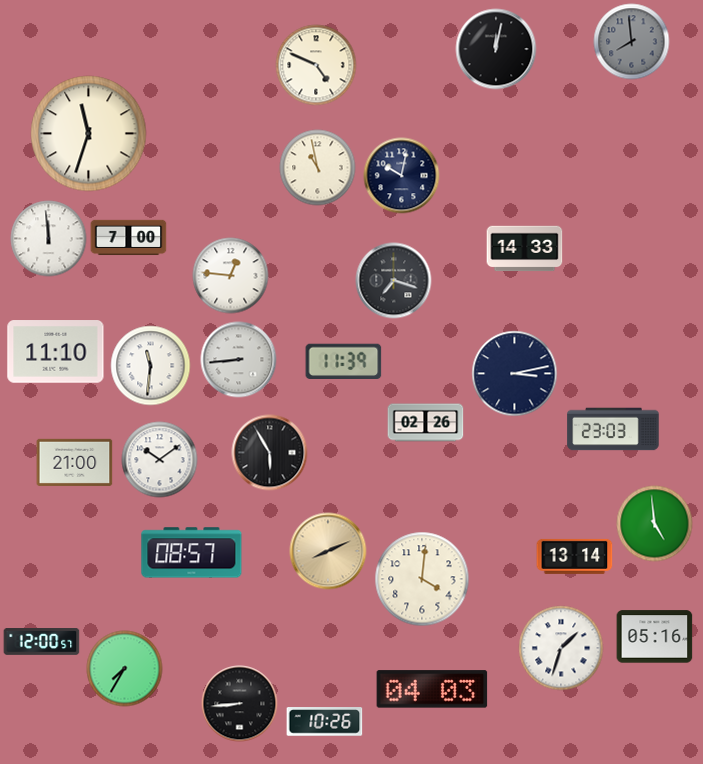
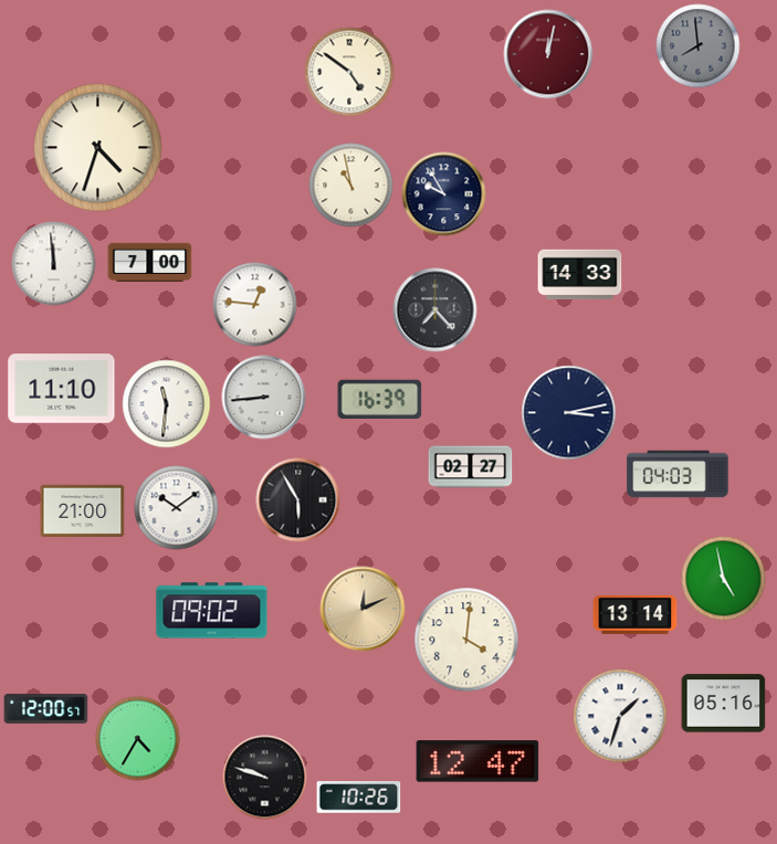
clock at (496, 49) dial: black -> burgundy
clock at (316, 65): 4:49 -> 4:51
clock at (89, 134): 11:33 -> 4:33
clock at (402, 176): 10:02 -> 9:55
clock at (129, 238) position: (129, 238) -> (150, 263)
clock at (394, 281): 7:18 -> 7:23
clock at (344, 362): 11:39 -> 16:39
clock at (426, 423): 02:26 -> 02:27
clock at (613, 429): 23:03 -> 04:03
clock at (655, 524): 4:59 -> 4:58
clock at (328, 551): 8:11 -> 12:11
clock at (192, 553): 08:57 -> 09:02
clock at (125, 669): 7:35 -> 4:35
clock at (432, 689): 04:03 -> 12:47
clock at (240, 704): 8:44 -> 9:48
